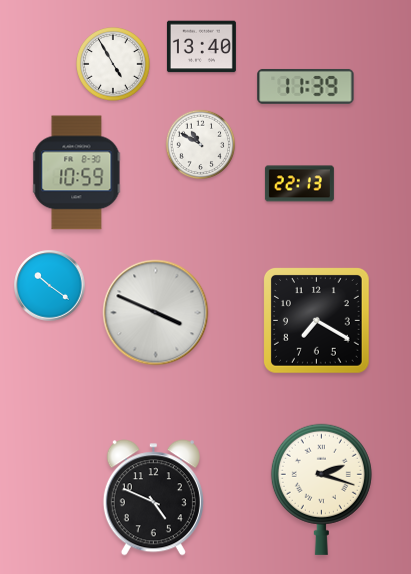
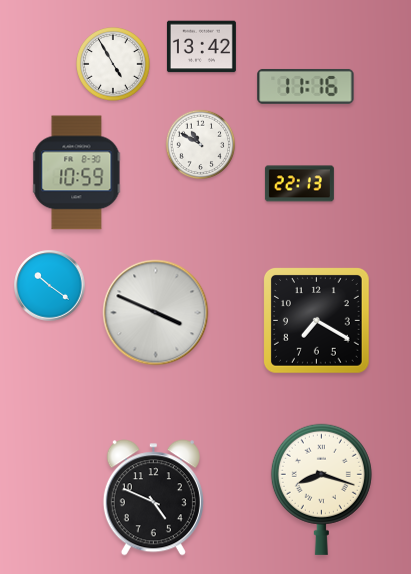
clock at (201, 47): 13:40 -> 13:42
clock at (306, 86): 11:39 -> 11:16
clock at (321, 489): 2:18 -> 8:18
